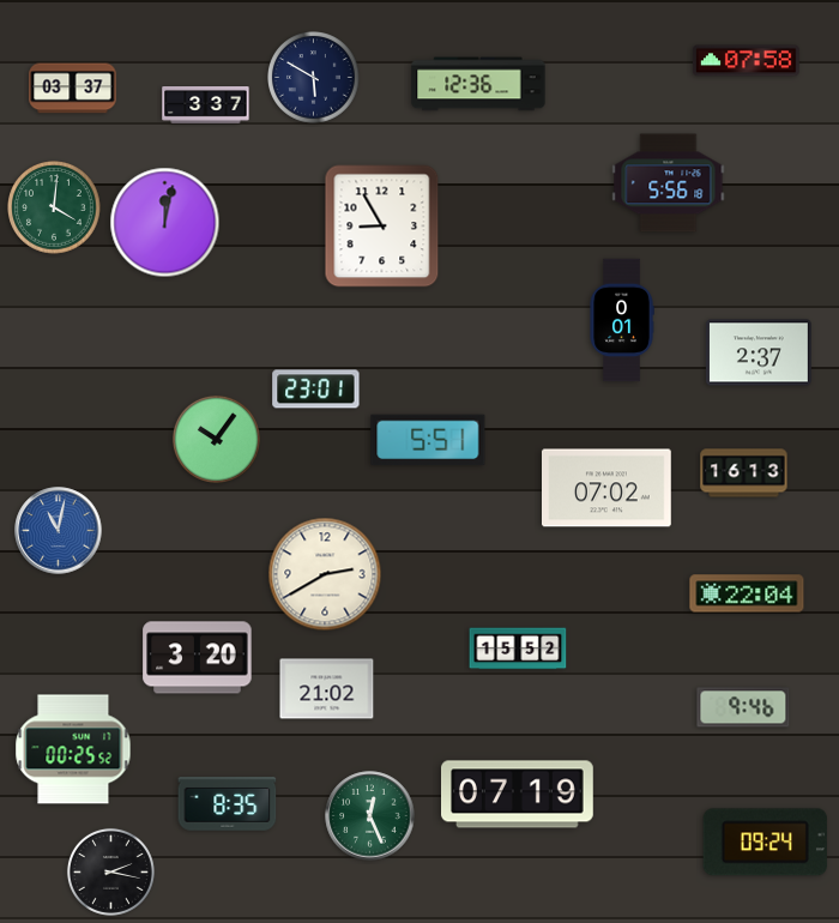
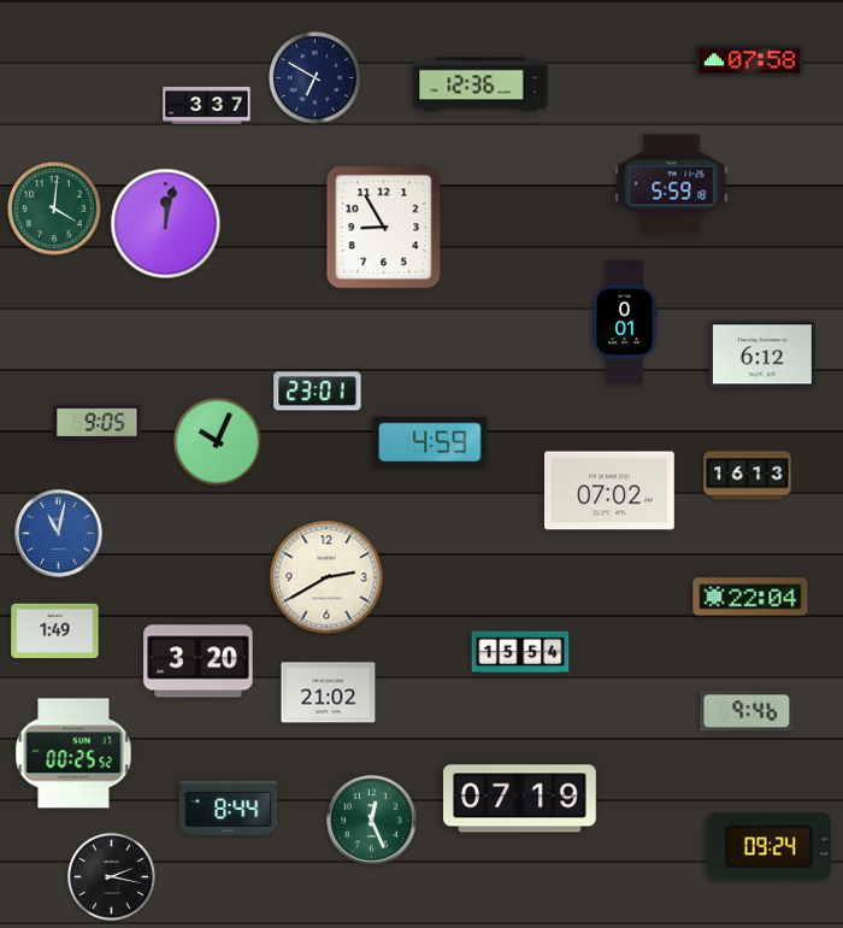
clock at (314, 78): 5:50 -> 6:50
clock at (73, 89): 03:37 -> none
clock at (669, 183): 5:56 -> 5:59
clock at (759, 352): 2:37 -> 6:12
clock at (98, 422): none -> 9:05
clock at (216, 439): 10:06 -> 10:04
clock at (428, 440): 5:51 -> 4:59
clock at (55, 632): none -> 1:49
clock at (518, 648): 15:52 -> 15:54
clock at (228, 804): 8:35 -> 8:44
